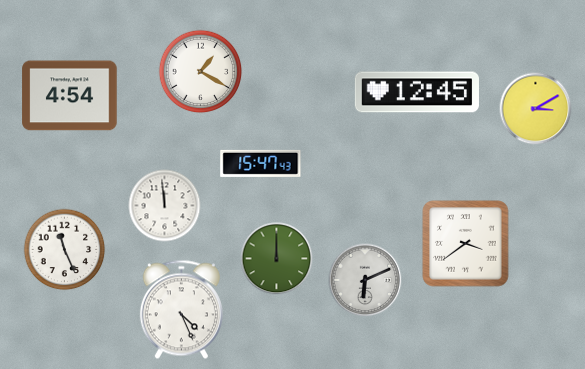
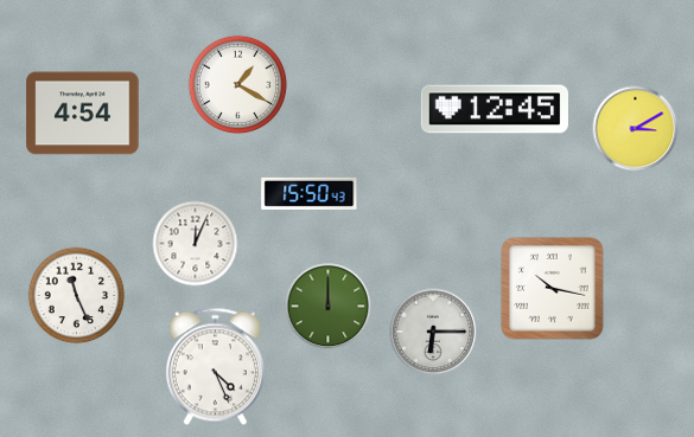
clock at (261, 163): 15:47 -> 15:50
clock at (165, 206): 11:59 -> 12:04
clock at (466, 244): 3:39 -> 10:17
clock at (365, 280): 6:11 -> 6:15
